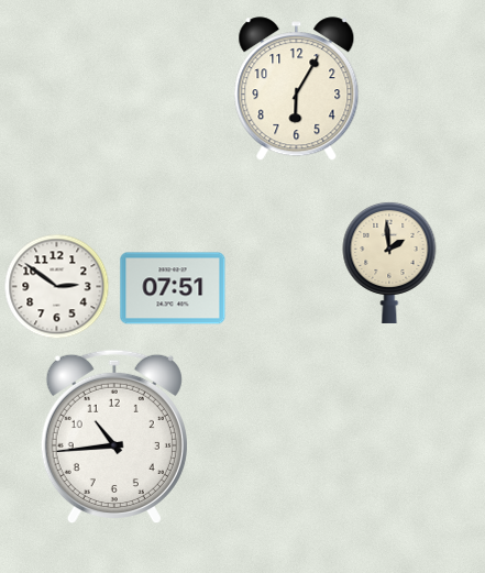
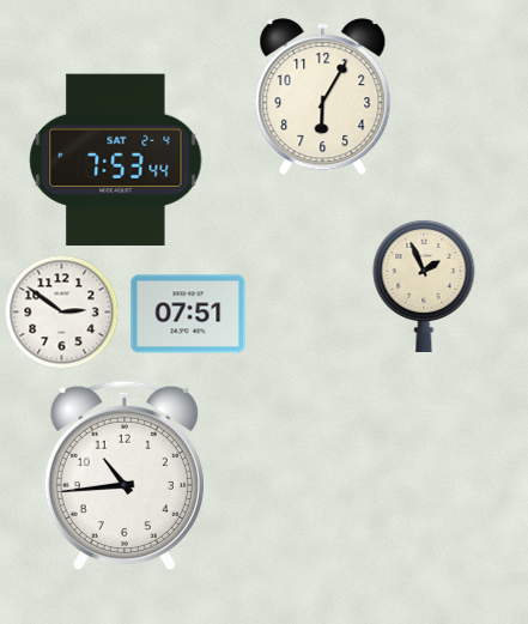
clock at (116, 159): none -> 7:53
clock at (389, 262): 1:59 -> 1:56
